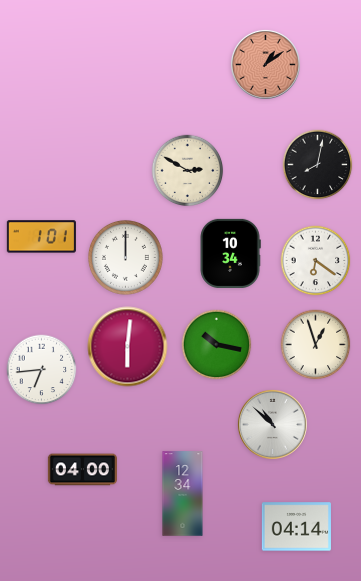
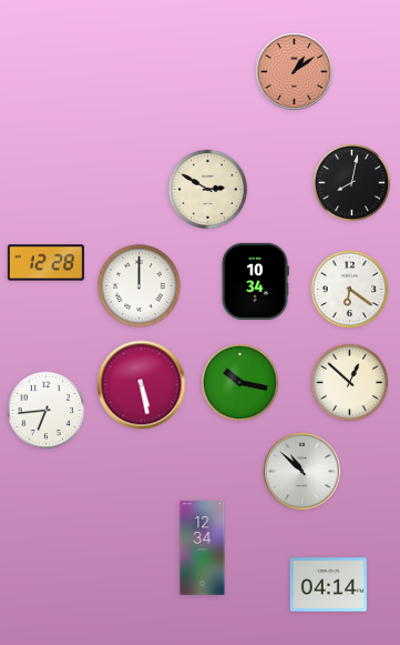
clock at (41, 237): 1:01 -> 12:28
clock at (316, 345): 12:57 -> 12:52
clock at (128, 347): 6:01 -> 5:28
clock at (82, 470): 04:00 -> none
